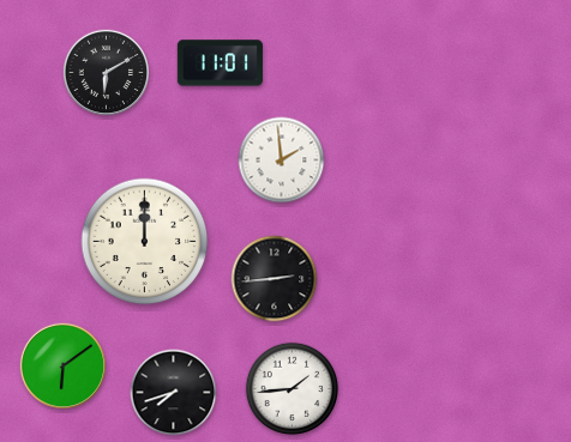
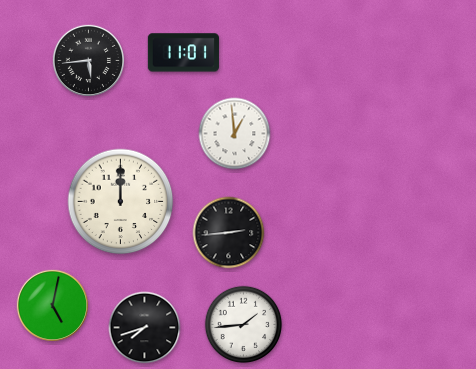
clock at (106, 72): 6:10 -> 5:44
clock at (282, 161): 1:59 -> 12:59
clock at (62, 365): 6:09 -> 5:02
